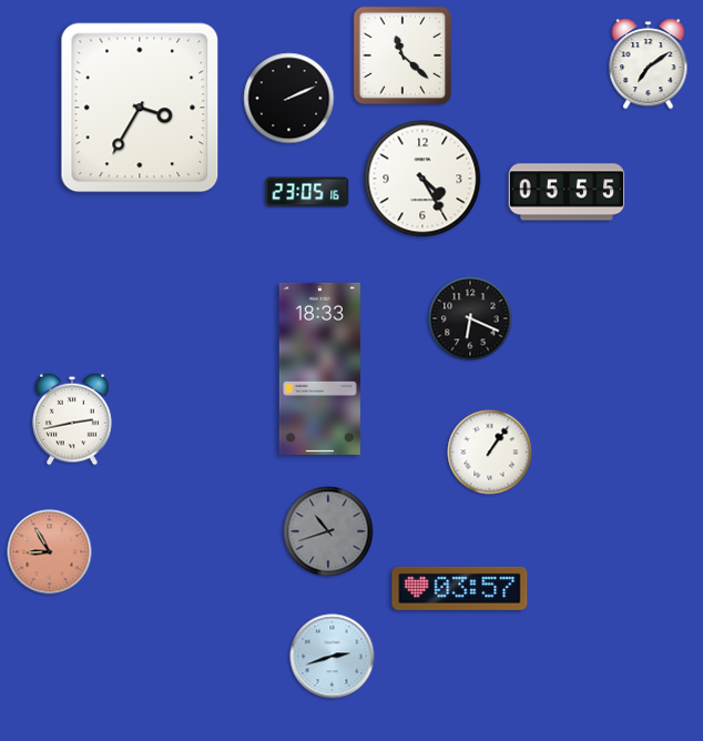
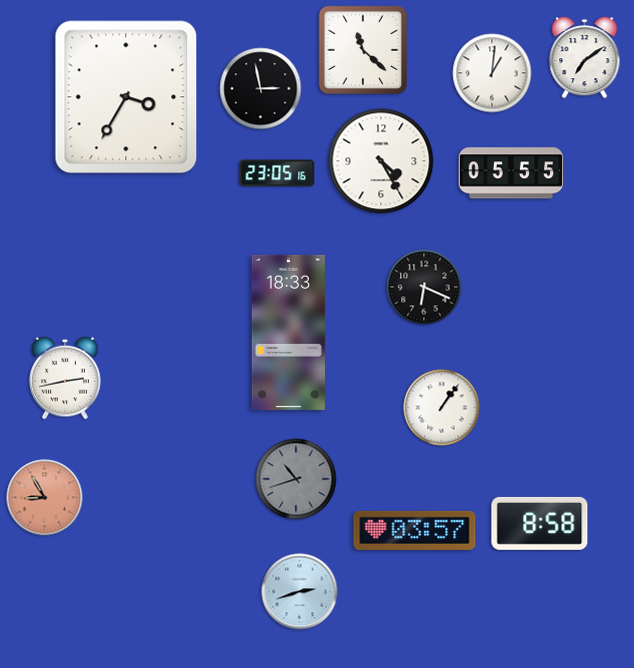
clock at (492, 73): none -> 1:01
clock at (289, 99): 2:11 -> 2:58
clock at (540, 523): none -> 8:58
